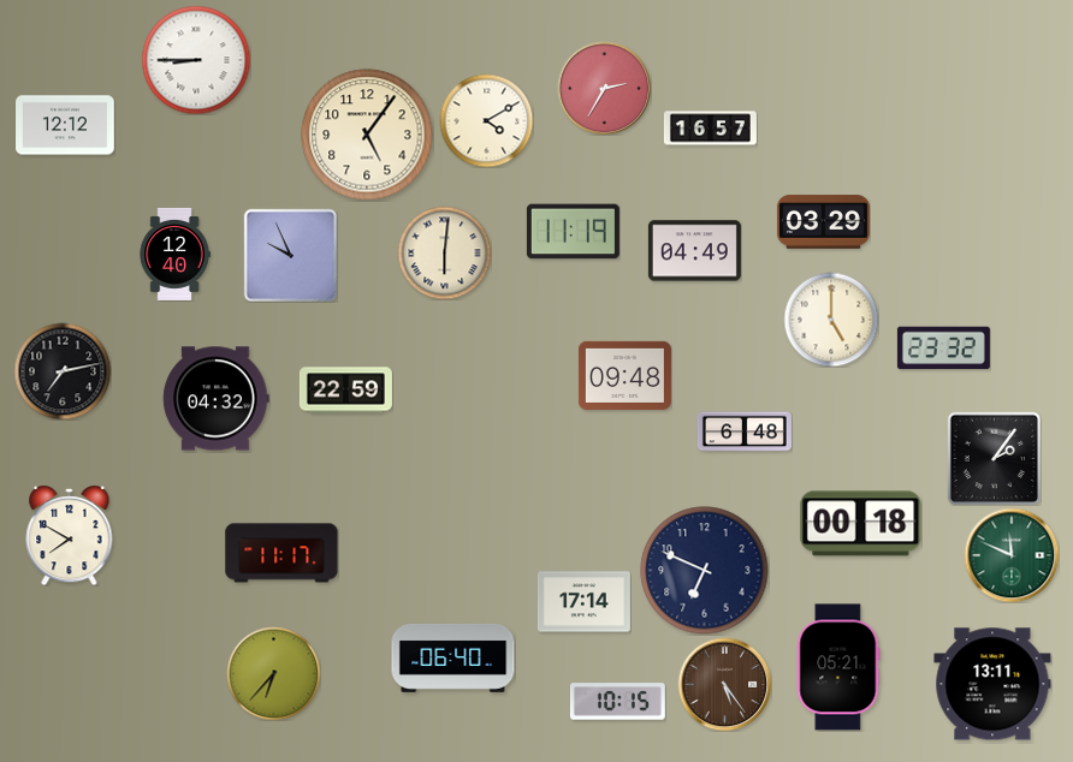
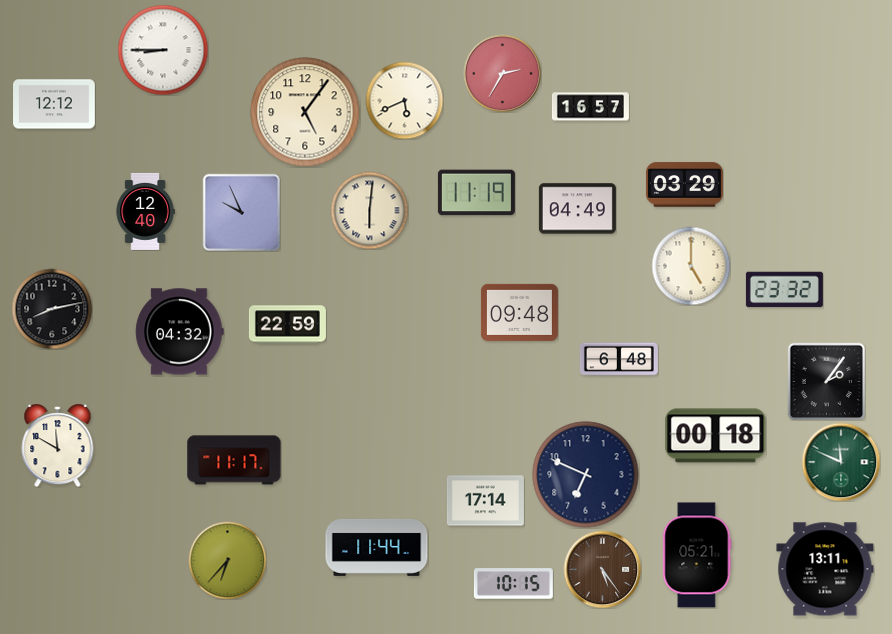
clock at (486, 120): 4:10 -> 5:41
clock at (63, 371): 7:13 -> 8:13
clock at (70, 536): 7:50 -> 11:50
clock at (453, 657): 06:40 -> 11:44
